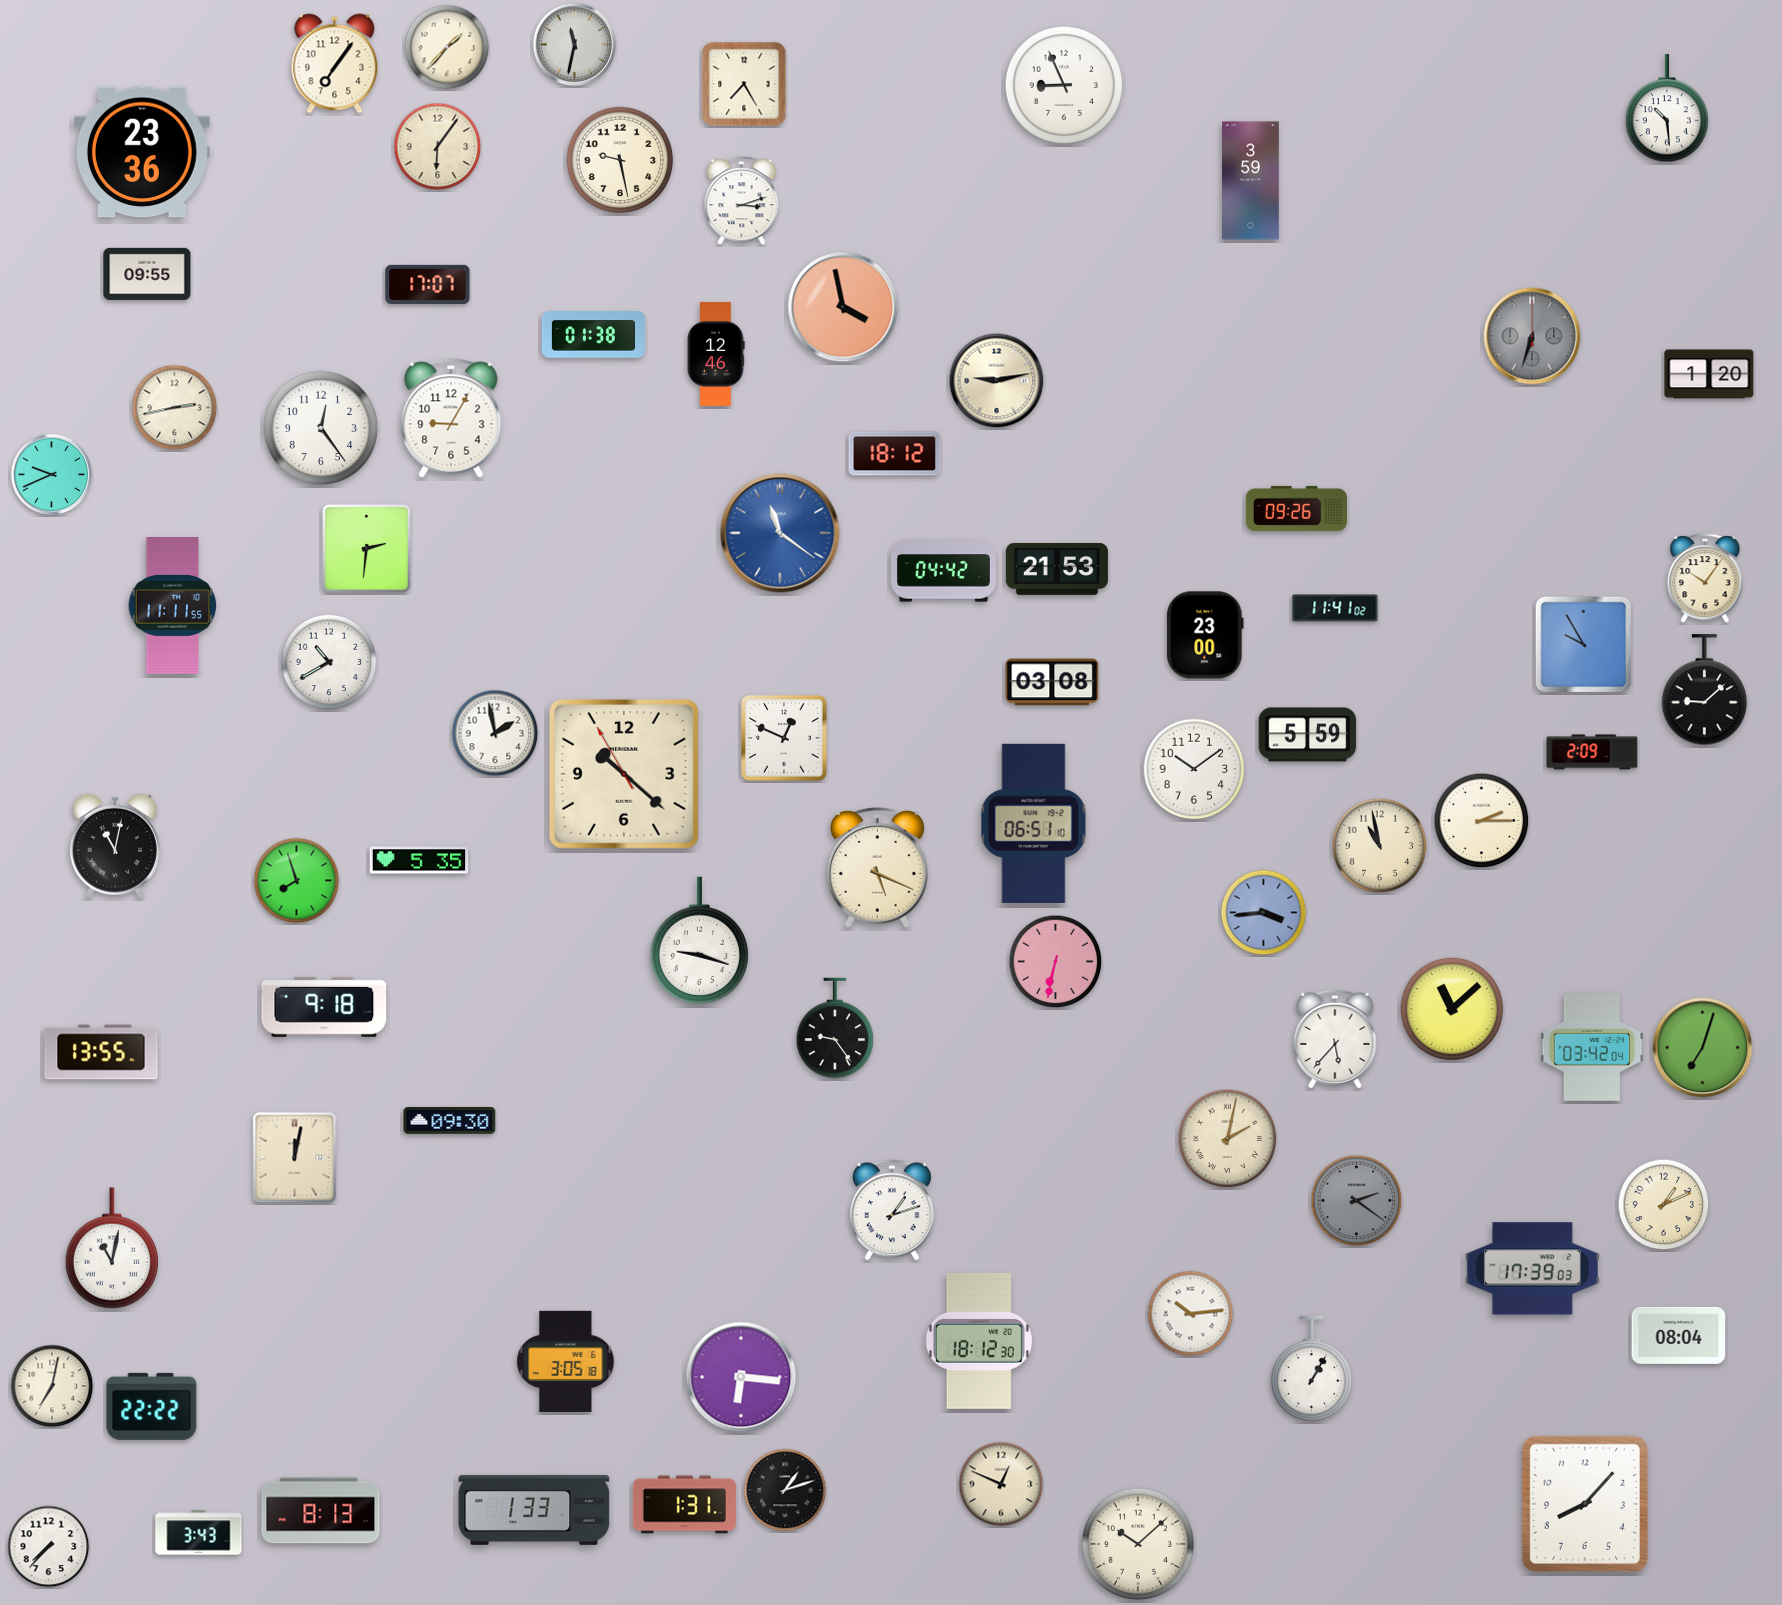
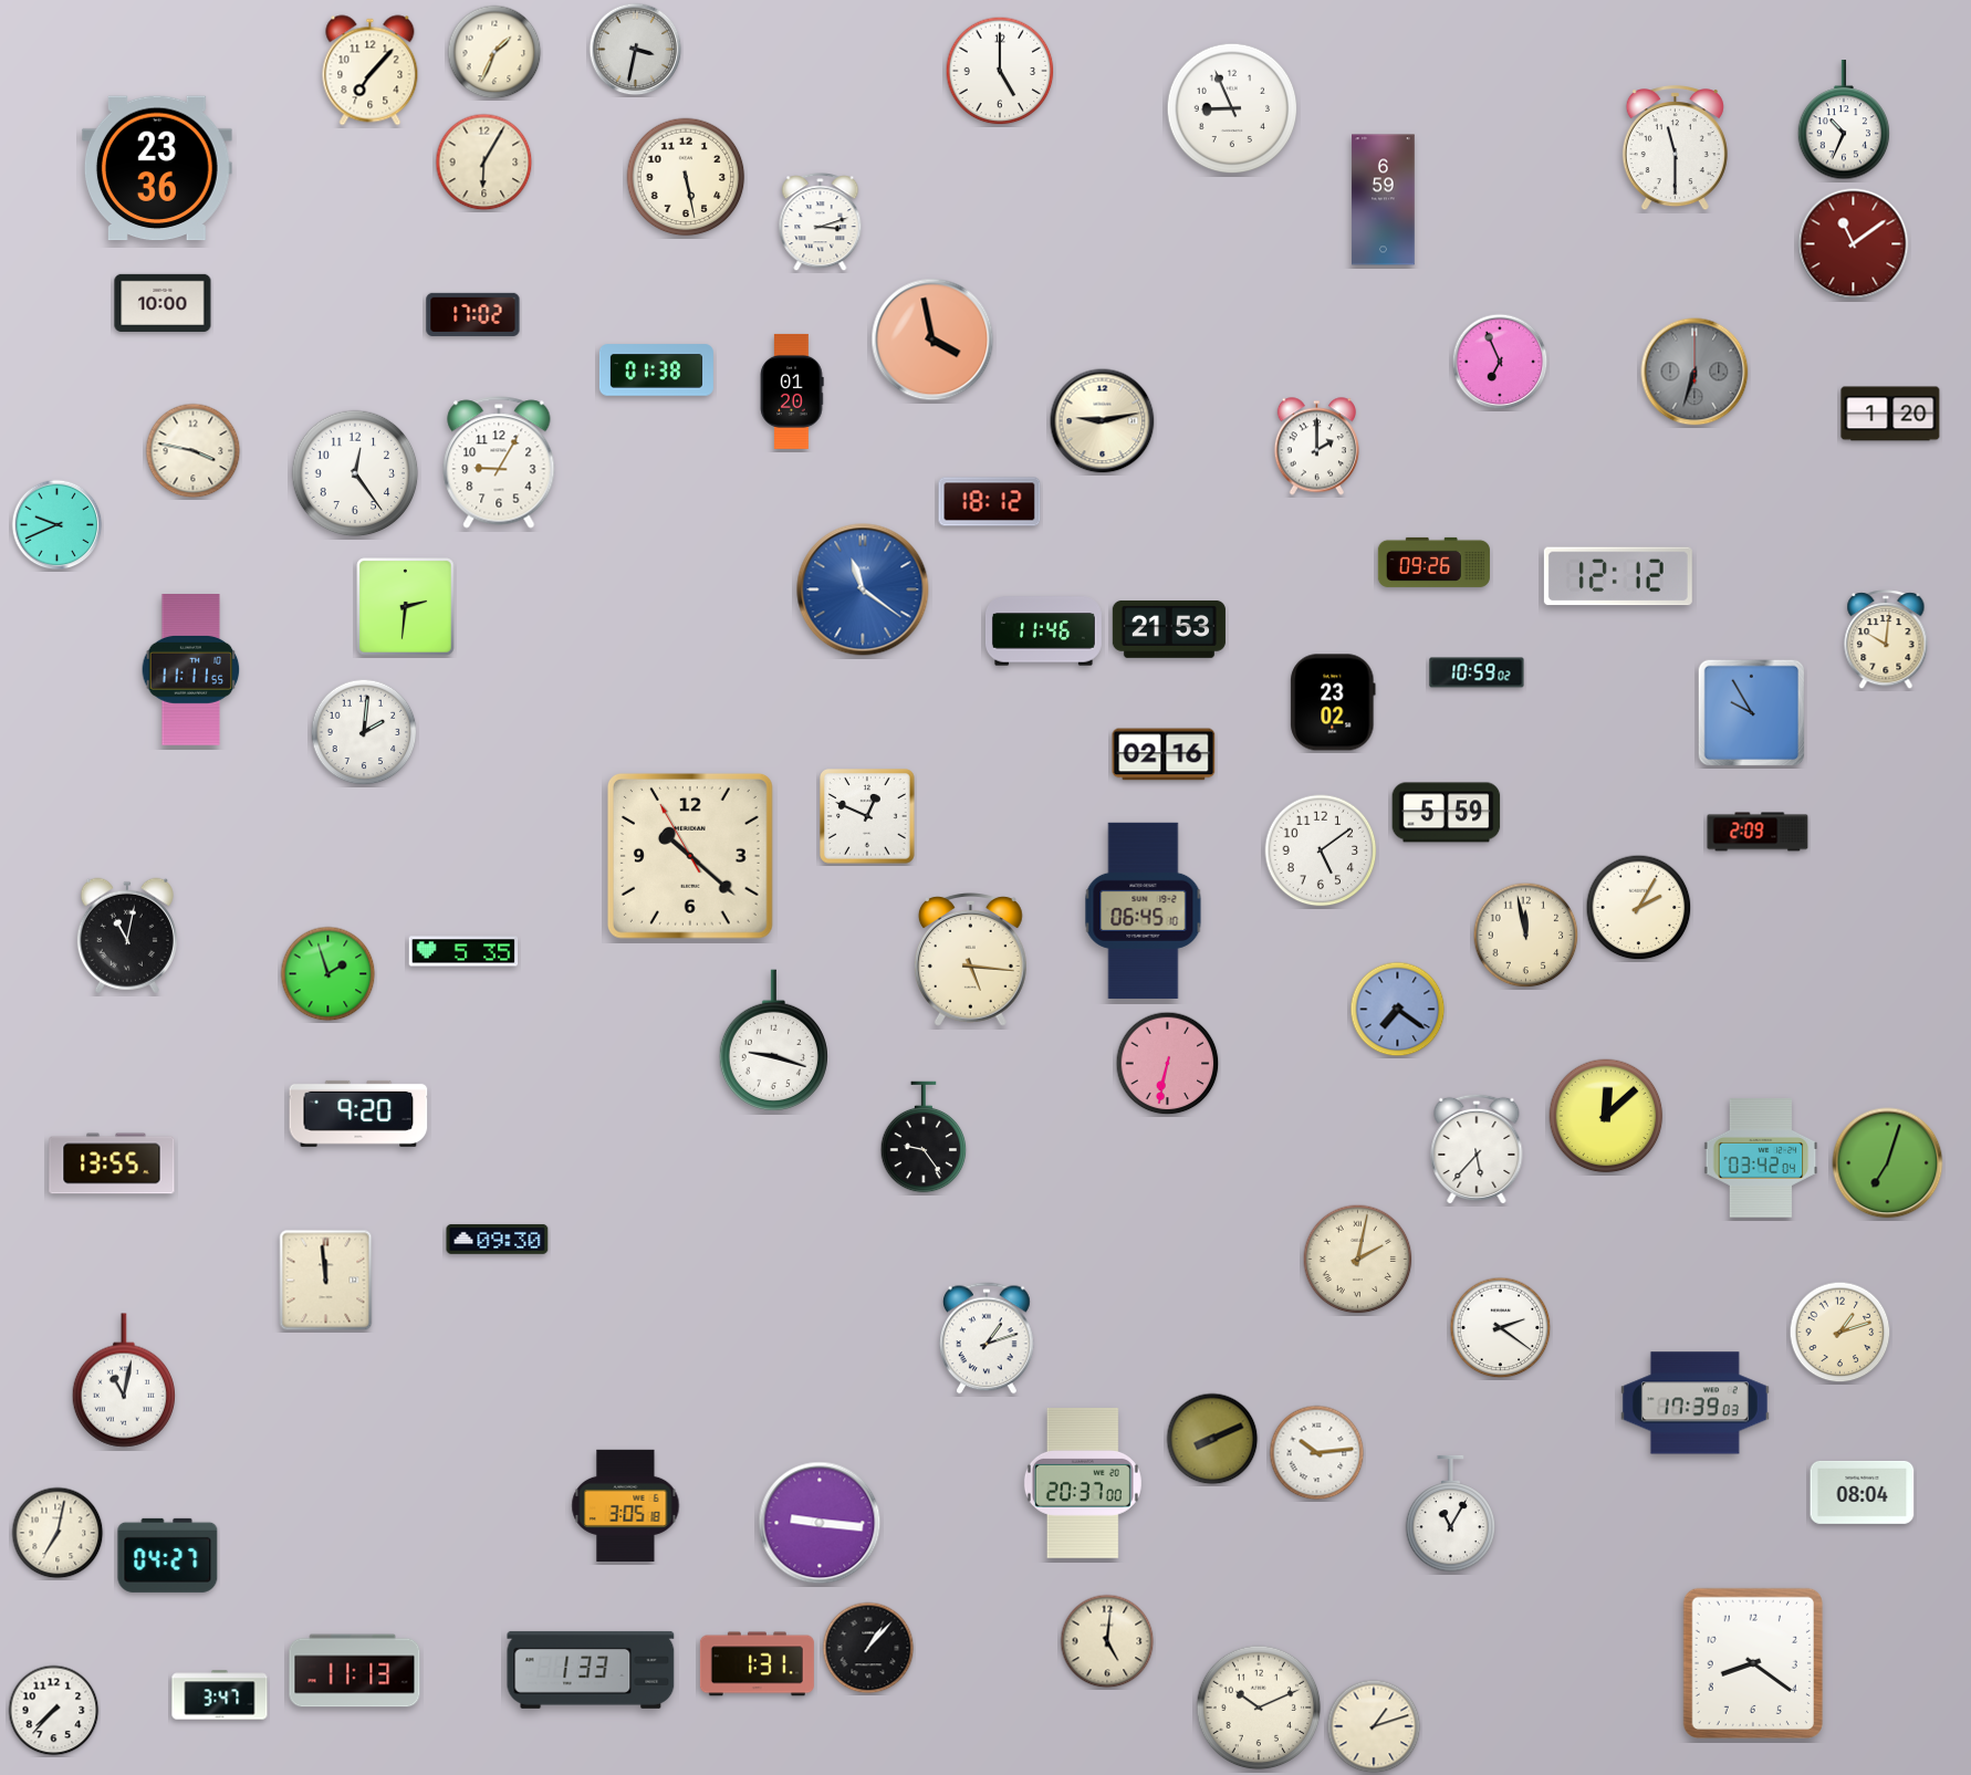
clock at (575, 45): 11:32 -> 3:32
clock at (447, 47): 1:37 -> 1:34
clock at (335, 64): 7:06 -> 7:07
clock at (1000, 71): none -> 5:00
clock at (744, 84): 7:25 -> none
clock at (1064, 85) position: (1064, 85) -> (1232, 108)
clock at (1667, 109): 10:29 -> 10:34
clock at (1675, 149): none -> 11:30
clock at (438, 147): 6:06 -> 6:05
clock at (620, 160): 9:28 -> 5:28
clock at (1251, 181): 3:59 -> 6:59
clock at (1854, 244): none -> 11:09
clock at (147, 274): 09:55 -> 10:00
clock at (428, 284): 17:07 -> 17:02
clock at (1500, 362): none -> 6:56
clock at (716, 354): 12:46 -> 01:20
clock at (1316, 447): none -> 2:00
clock at (175, 408): 2:43 -> 3:47
clock at (1618, 576): none -> 12:12
clock at (943, 571): 04:42 -> 11:46
clock at (1705, 579): 10:06 -> 10:01
clock at (1335, 608): 11:41 -> 10:59
clock at (1205, 635): 23:00 -> 23:02
clock at (329, 662): 10:40 -> 2:01
clock at (1052, 682): 03:08 -> 02:16
clock at (1705, 690): 9:08 -> none
clock at (495, 733): 1:58 -> none
clock at (1592, 752) position: (1592, 752) -> (1758, 832)
clock at (1194, 769): 10:09 -> 5:09
clock at (1482, 821): 2:15 -> 2:05
clock at (1034, 823): 06:51 -> 06:45
clock at (1380, 846): 10:58 -> 11:58
clock at (877, 868): 5:19 -> 5:16
clock at (297, 881): 7:57 -> 1:57
clock at (1264, 913): 3:44 -> 7:21
clock at (324, 1007): 9:18 -> 9:20
clock at (1452, 1009): 11:08 -> 12:08
clock at (1703, 1048) position: (1703, 1048) -> (1888, 1163)
clock at (295, 1158): 12:02 -> 11:59
clock at (1357, 1201) dial: grey -> white
clock at (1664, 1205): 1:11 -> 1:12
clock at (1212, 1439): none -> 8:11
clock at (1679, 1335) position: (1679, 1335) -> (1863, 1492)
clock at (979, 1341): 18:12 -> 20:37
clock at (1312, 1369): 1:05 -> 11:05
clock at (741, 1377): 6:16 -> 9:16
clock at (152, 1406): 22:22 -> 04:27
clock at (1001, 1484): 12:49 -> 5:01
clock at (785, 1490): 1:12 -> 1:07
clock at (1585, 1504): 8:07 -> 8:21
clock at (321, 1511): 8:13 -> 11:13
clock at (199, 1533): 3:43 -> 3:47
clock at (1138, 1544): 10:08 -> 10:11
clock at (1374, 1726): none -> 1:12
